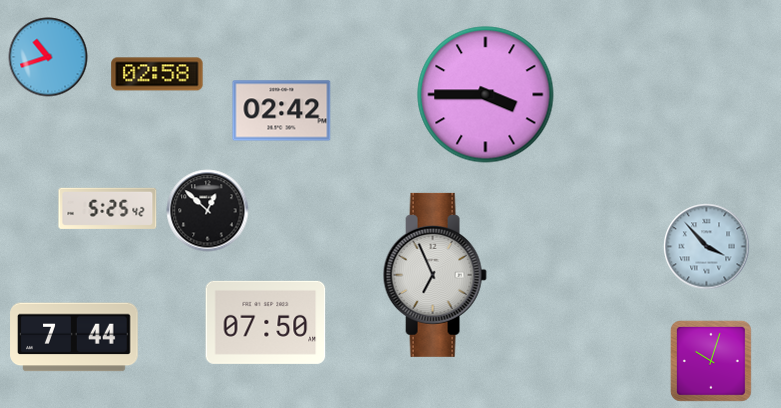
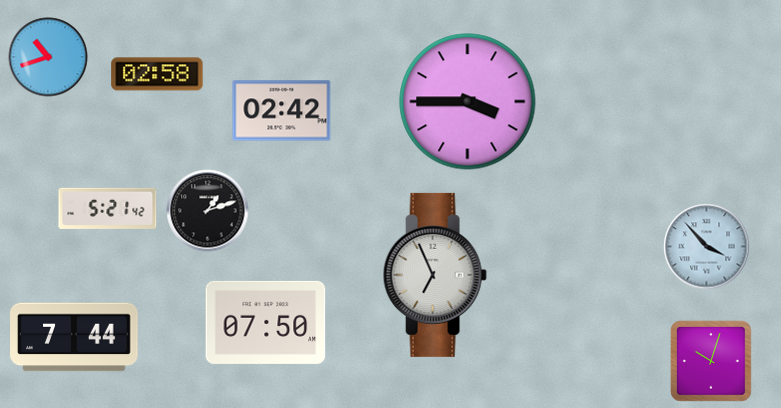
clock at (486, 95) position: (486, 95) -> (468, 102)
clock at (108, 208): 5:25 -> 5:21
clock at (208, 211): 12:52 -> 1:12
